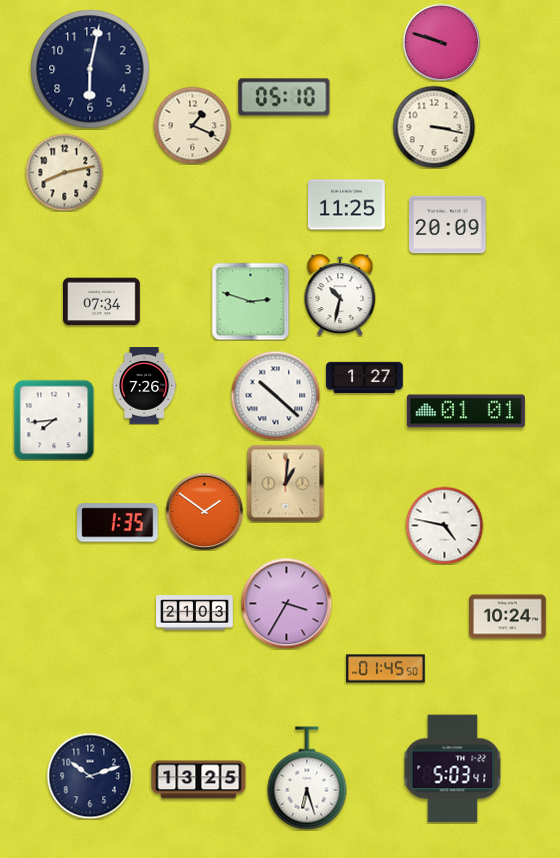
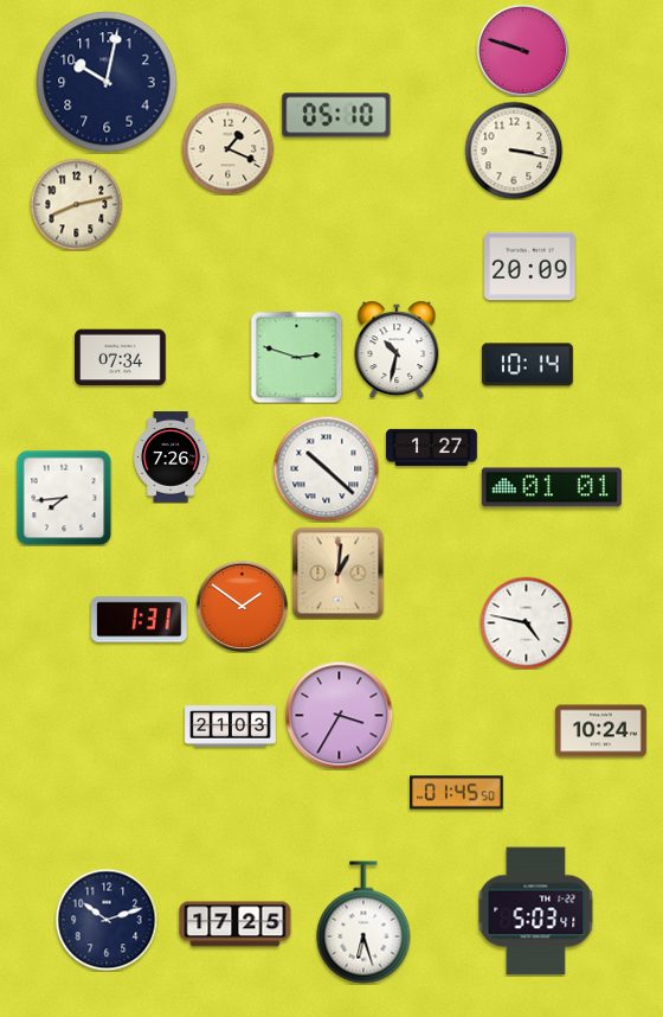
clock at (90, 69): 6:02 -> 10:02
clock at (347, 205): 11:25 -> none
clock at (340, 295) position: (340, 295) -> (397, 350)
clock at (528, 365): none -> 10:14
clock at (118, 523): 1:35 -> 1:31
clock at (199, 780): 13:25 -> 17:25
